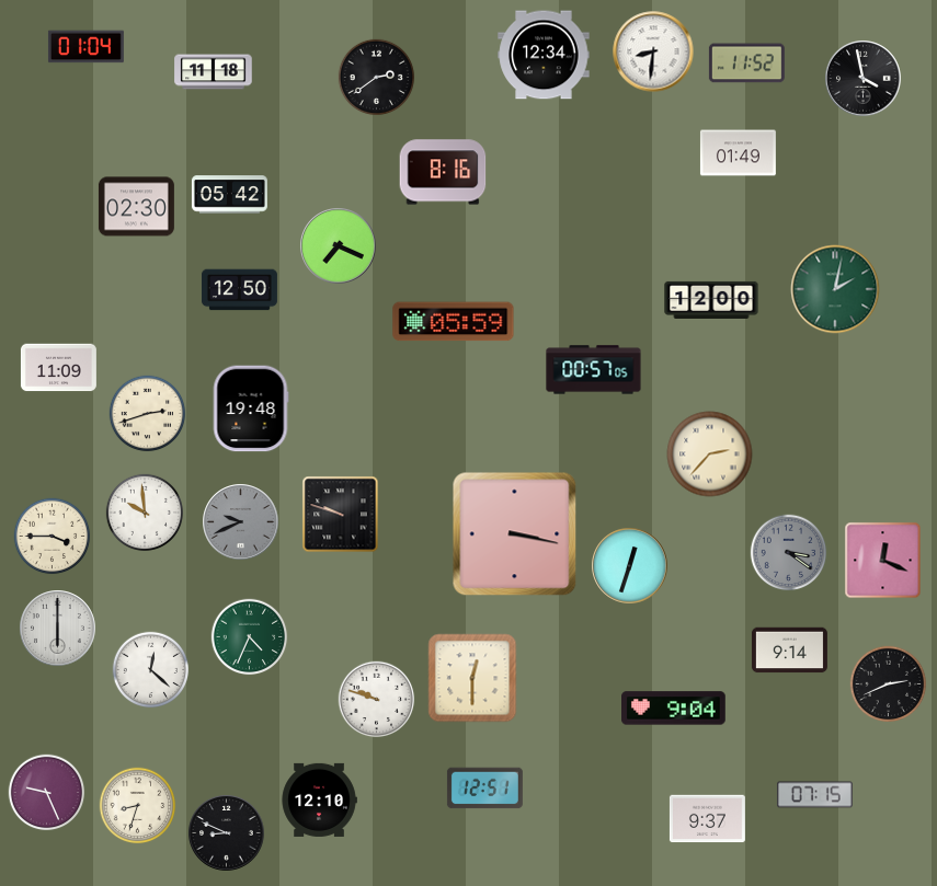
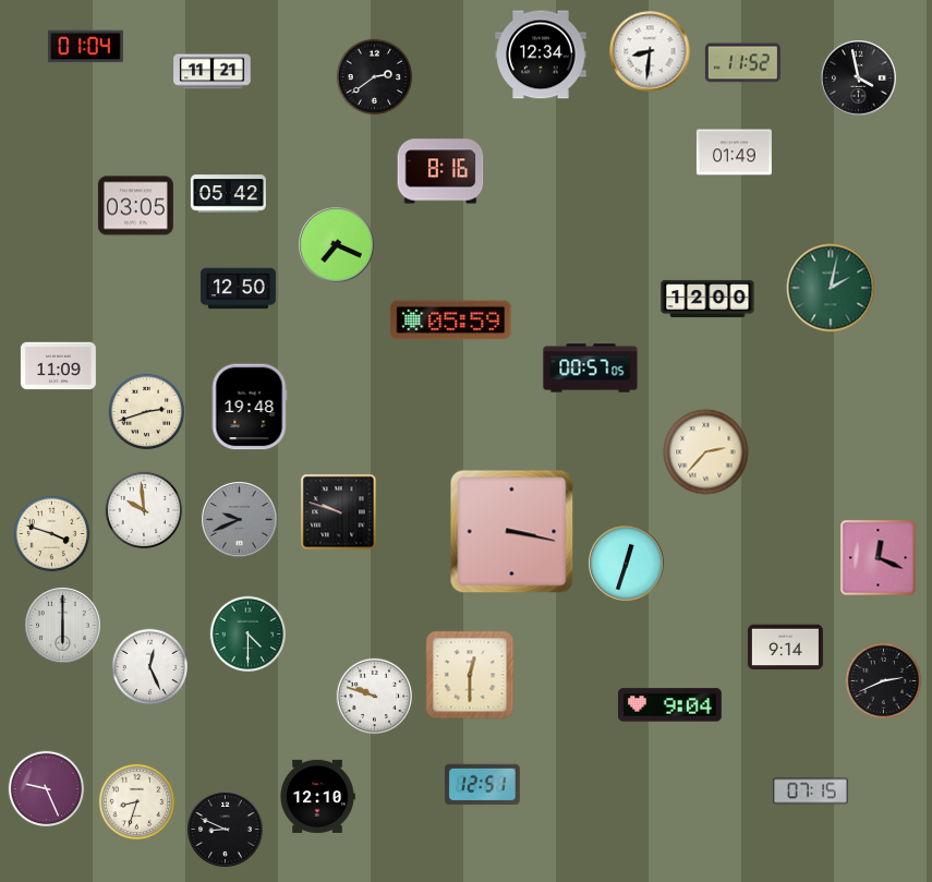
clock at (214, 72): 11:18 -> 11:21
clock at (136, 207): 02:30 -> 03:05
clock at (53, 537): 3:45 -> 3:48
clock at (789, 553): 3:21 -> none
clock at (58, 629) position: (58, 629) -> (63, 626)
clock at (250, 637): 4:34 -> 4:30
clock at (151, 670): 12:22 -> 12:26
clock at (707, 819): 9:37 -> none
